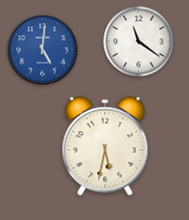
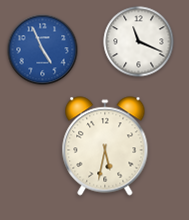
clock at (139, 42): 11:21 -> 11:19
clock at (43, 50): 5:01 -> 4:56
